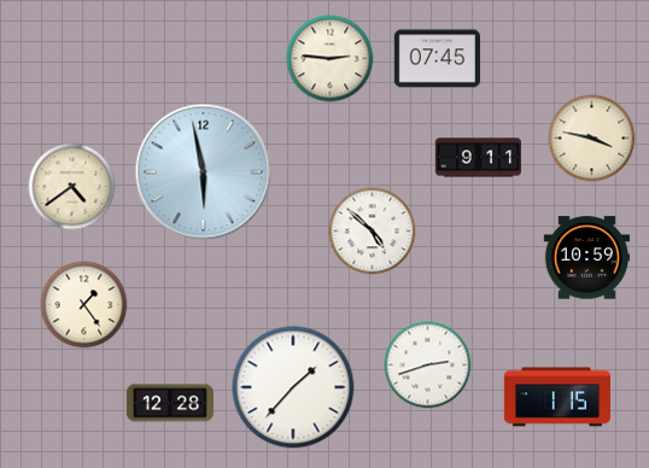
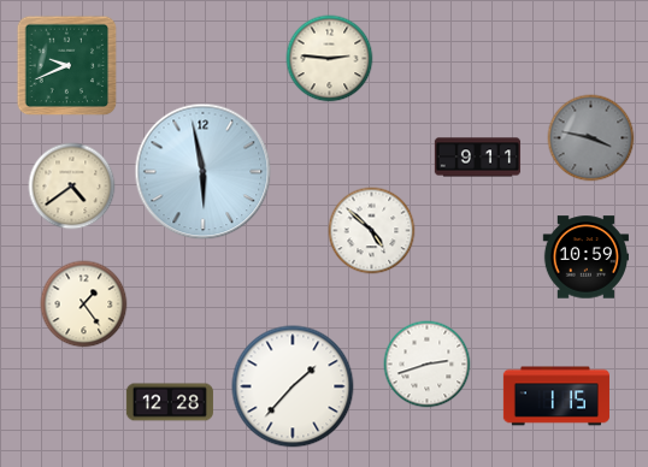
clock at (437, 59): 07:45 -> none
clock at (67, 66): none -> 9:41
clock at (592, 139) dial: cream -> grey
